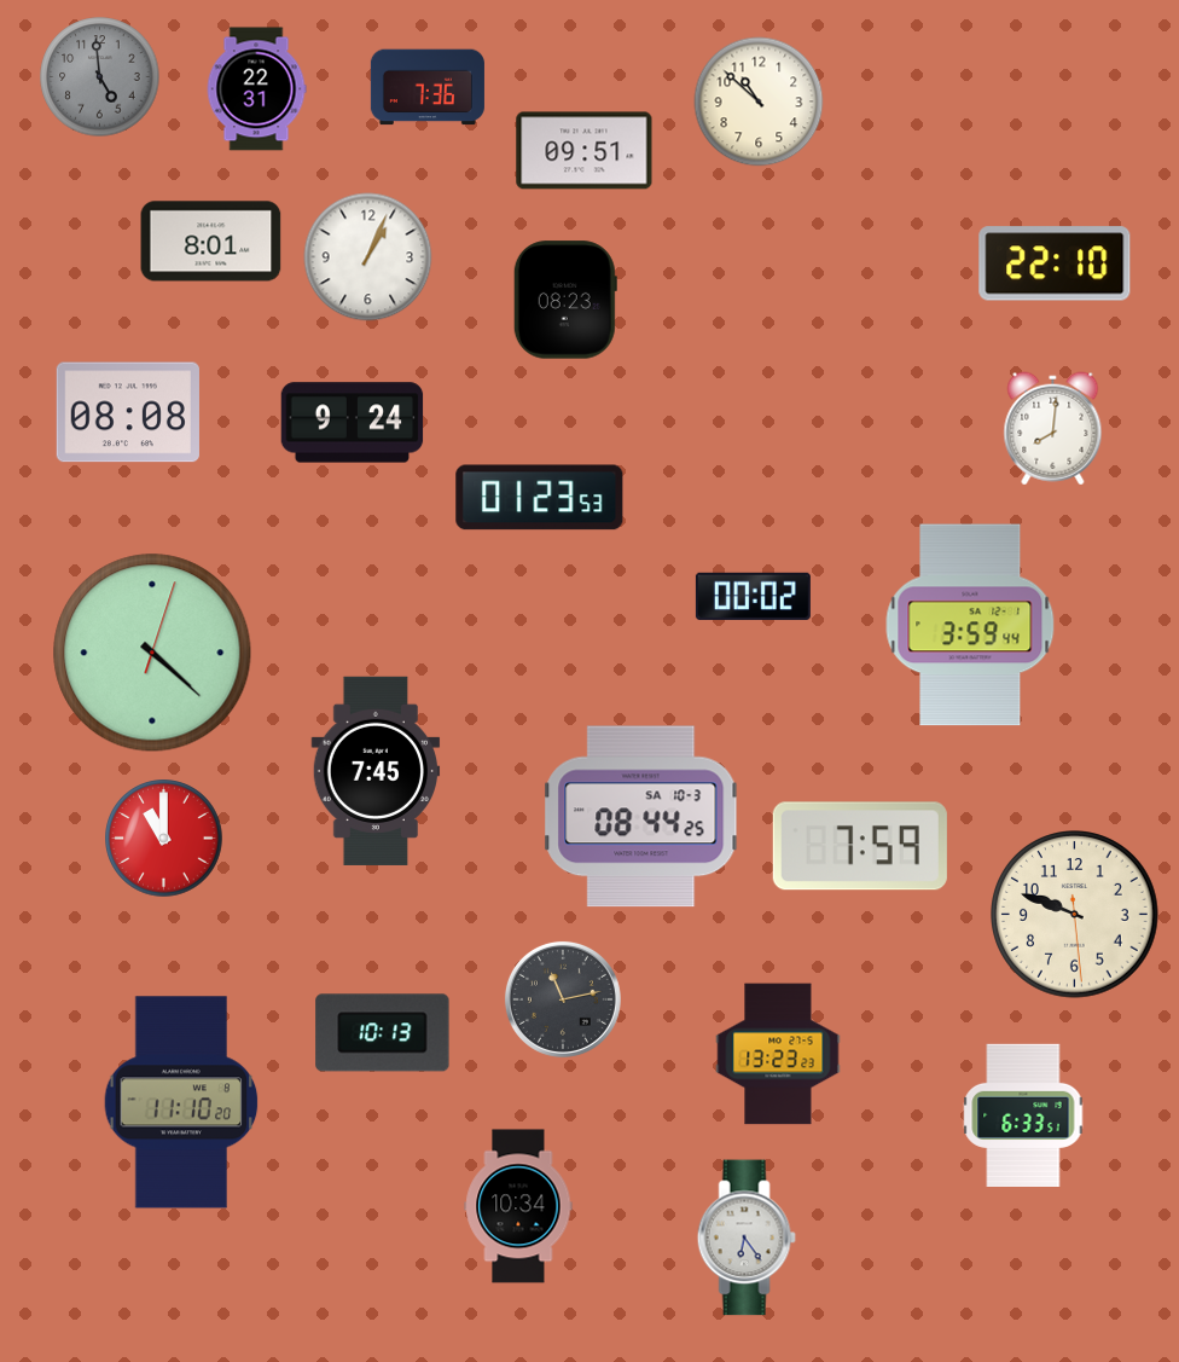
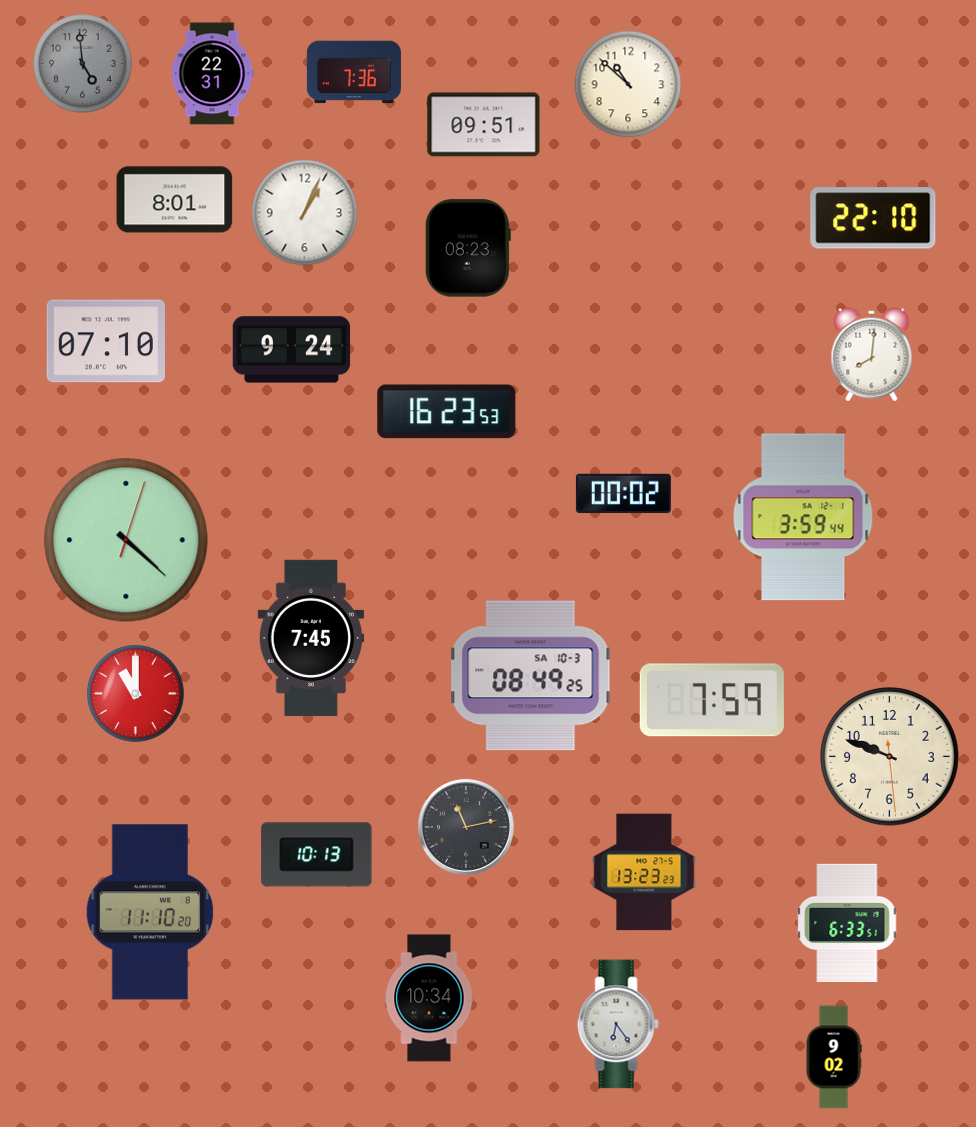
clock at (128, 412): 08:08 -> 07:10
clock at (540, 498): 01:23 -> 16:23
clock at (641, 817): 08:44 -> 08:49
clock at (834, 1057): none -> 9:02
